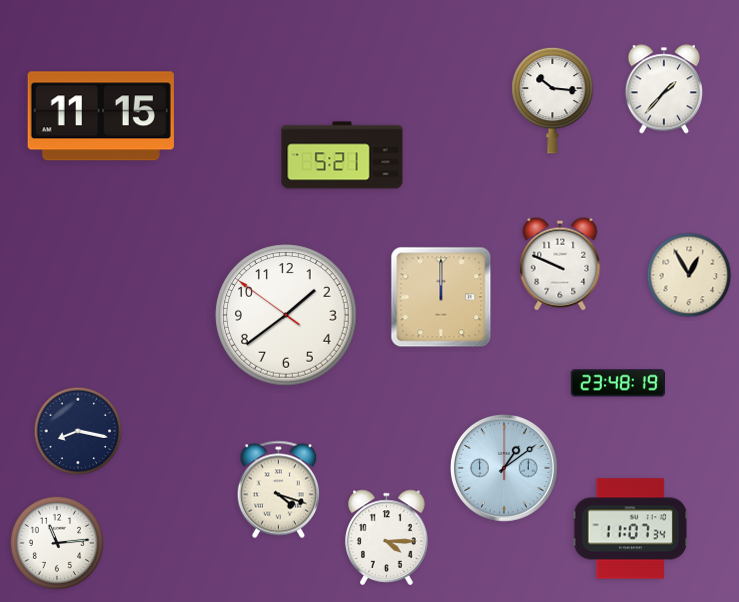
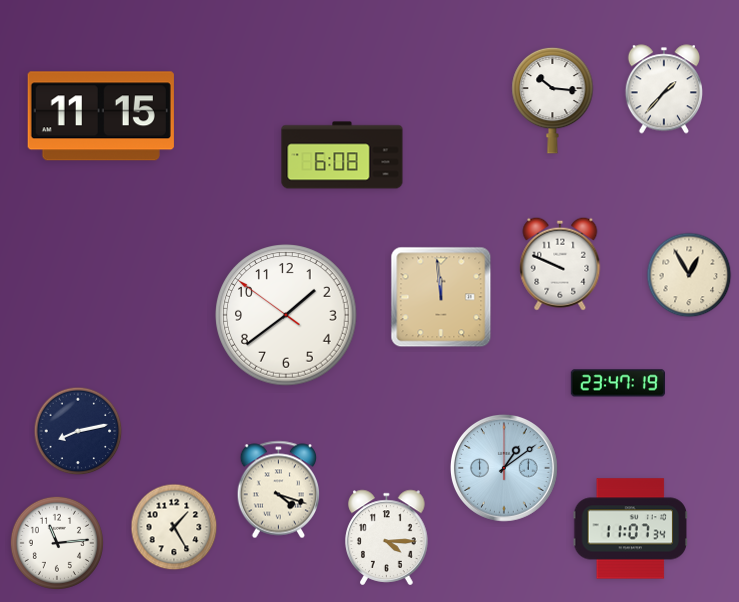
clock at (342, 155): 5:21 -> 6:08
clock at (441, 297): 12:00 -> 11:59
clock at (617, 383): 23:48 -> 23:47
clock at (78, 431): 8:17 -> 8:13
clock at (174, 527): none -> 1:25
